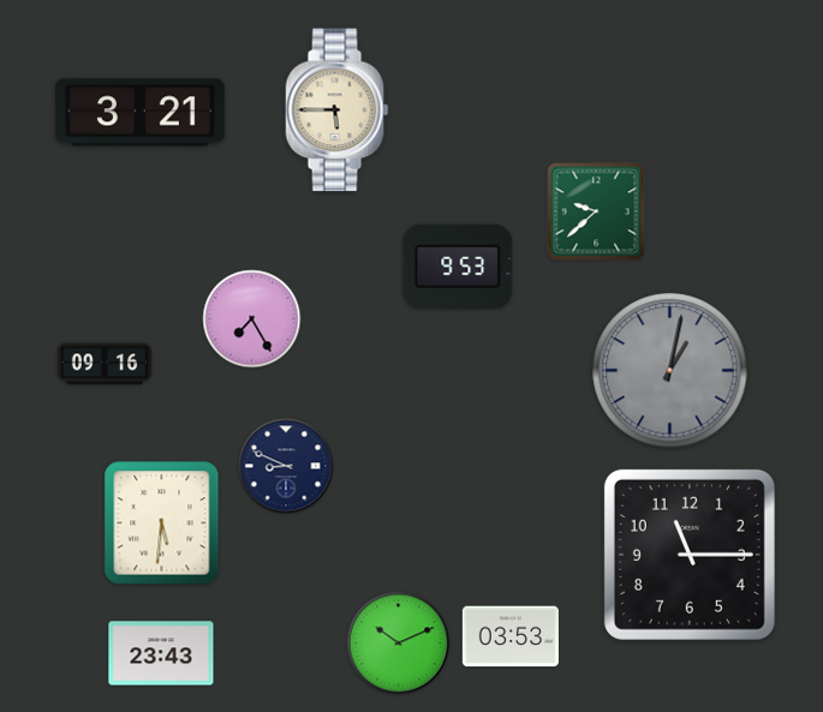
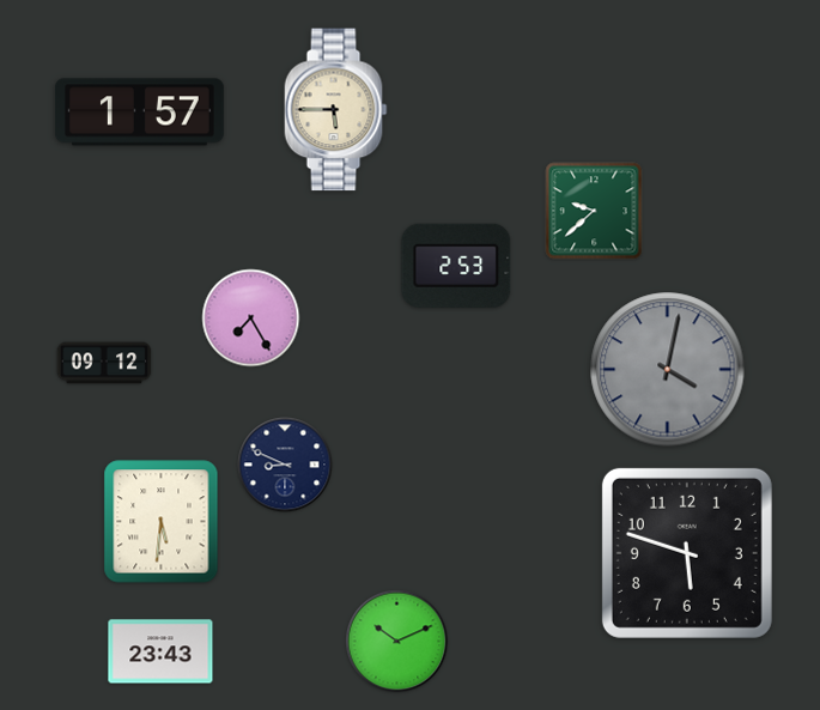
clock at (139, 113): 3:21 -> 1:57
clock at (458, 267): 9:53 -> 2:53
clock at (105, 364): 09:16 -> 09:12
clock at (670, 371): 1:02 -> 4:02
clock at (690, 555): 11:15 -> 5:48
clock at (511, 636): 03:53 -> none
